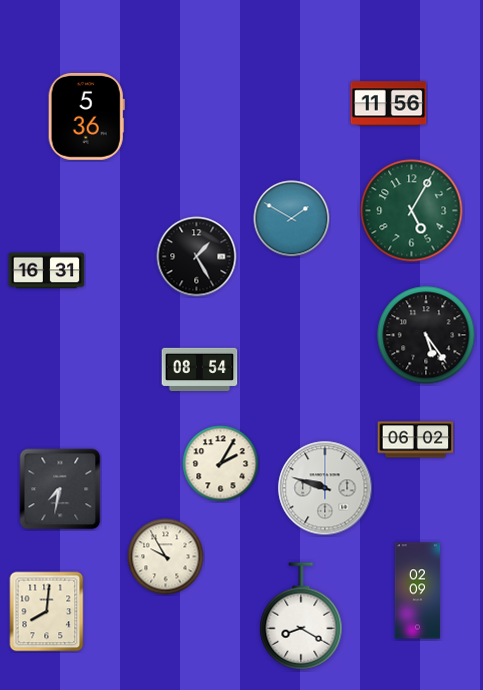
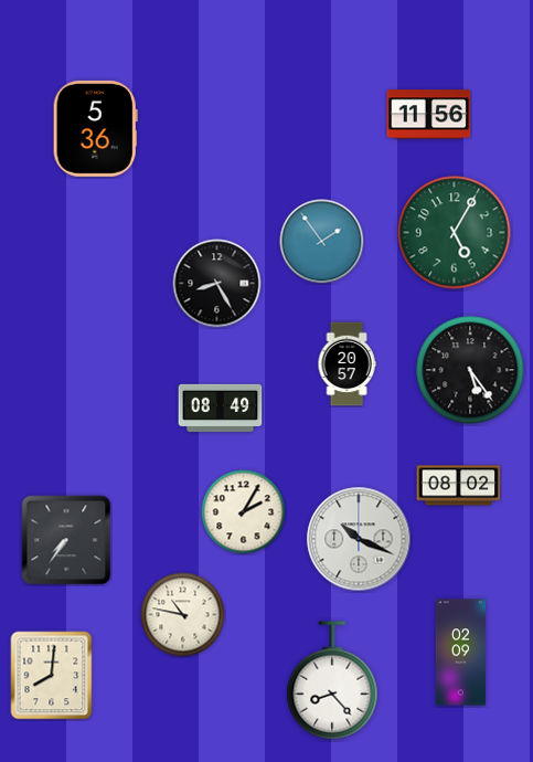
clock at (292, 219): 1:50 -> 1:54
clock at (197, 257): 1:25 -> 8:25
clock at (47, 271): 16:31 -> none
clock at (347, 364): none -> 20:57
clock at (200, 370): 08:54 -> 08:49
clock at (416, 440): 06:02 -> 08:02
clock at (325, 488): 9:48 -> 10:19
clock at (60, 489): 7:32 -> 7:36
clock at (166, 557): 9:55 -> 10:47
clock at (301, 616): 8:20 -> 8:23
